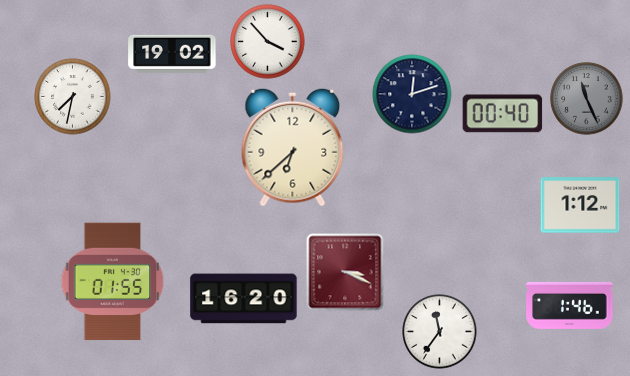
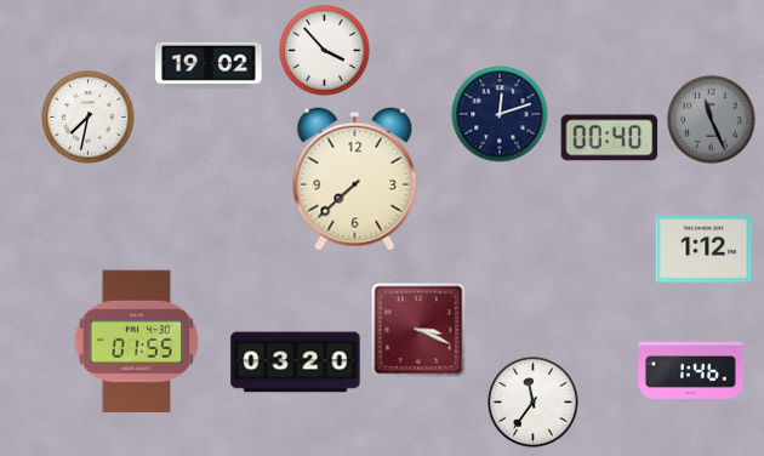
clock at (293, 147): 6:38 -> 7:38
clock at (244, 299): 16:20 -> 03:20
